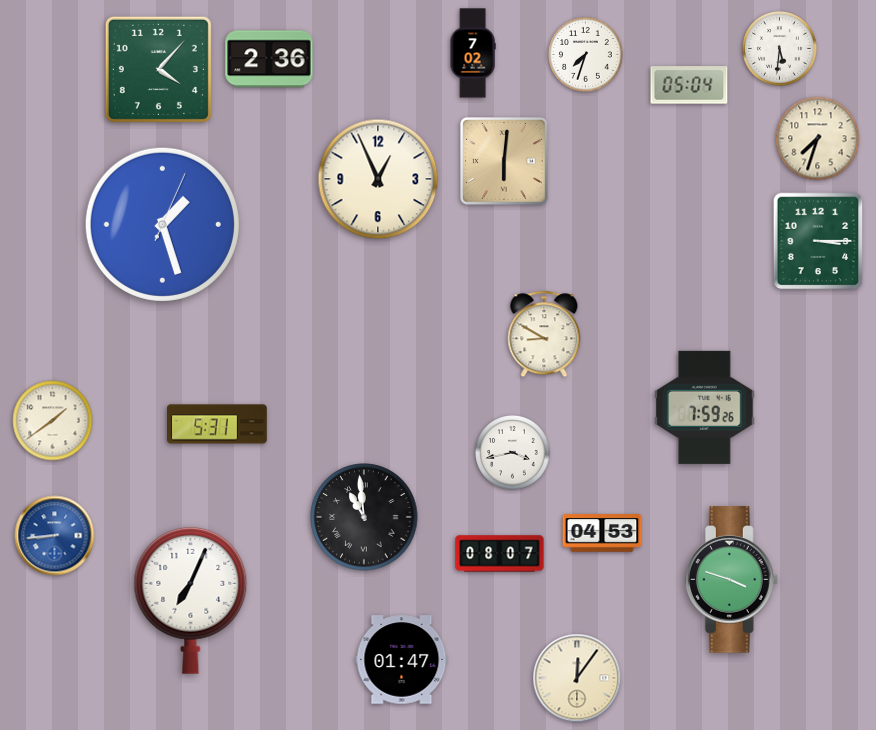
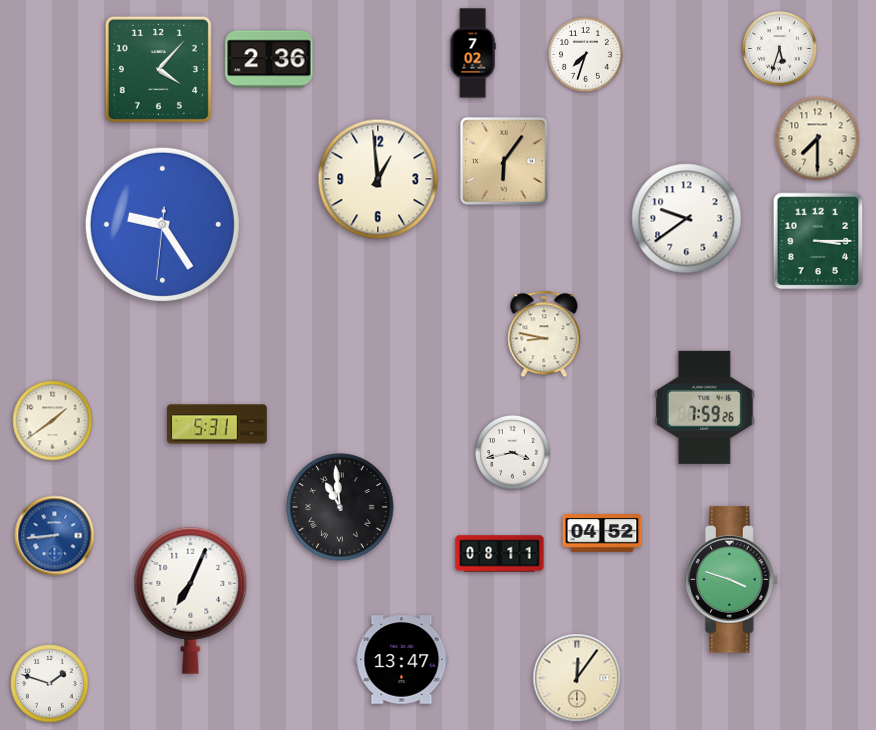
clock at (780, 49): 5:31 -> 5:33
clock at (689, 85): 05:04 -> none
clock at (818, 139): 7:33 -> 7:30
clock at (505, 162): 6:01 -> 6:06
clock at (378, 179): 12:56 -> 12:59
clock at (687, 219): none -> 9:39
clock at (162, 224): 1:27 -> 9:24
clock at (544, 334): 8:50 -> 8:47
clock at (364, 517) position: (364, 517) -> (340, 507)
clock at (602, 534): 04:53 -> 04:52
clock at (500, 554): 08:07 -> 08:11
clock at (402, 660): 01:47 -> 13:47
clock at (50, 684): none -> 1:48
